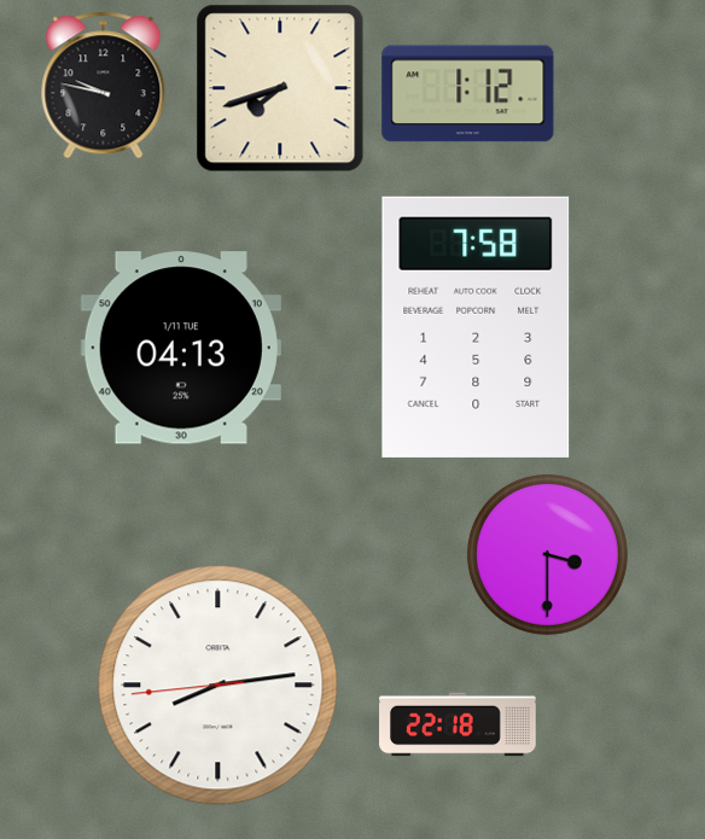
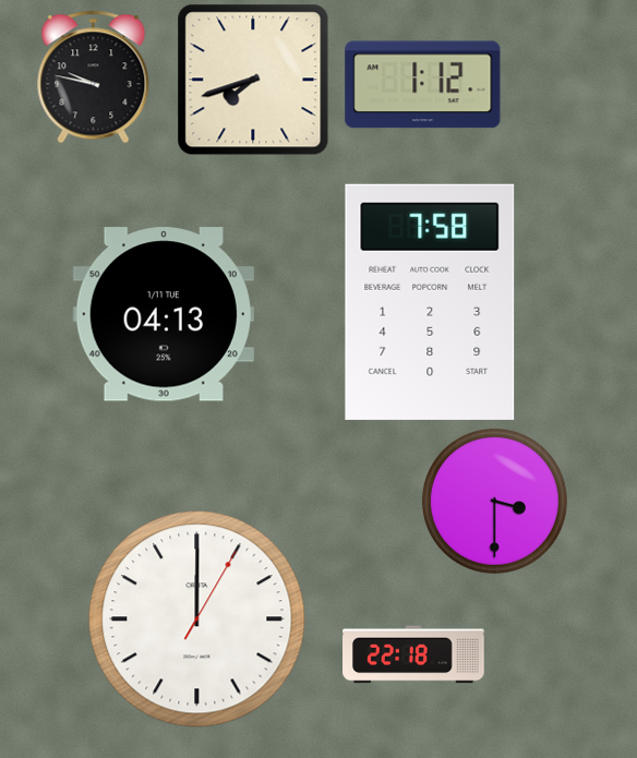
clock at (476, 327) position: (476, 327) -> (430, 302)
clock at (219, 686): 8:13 -> 12:00
